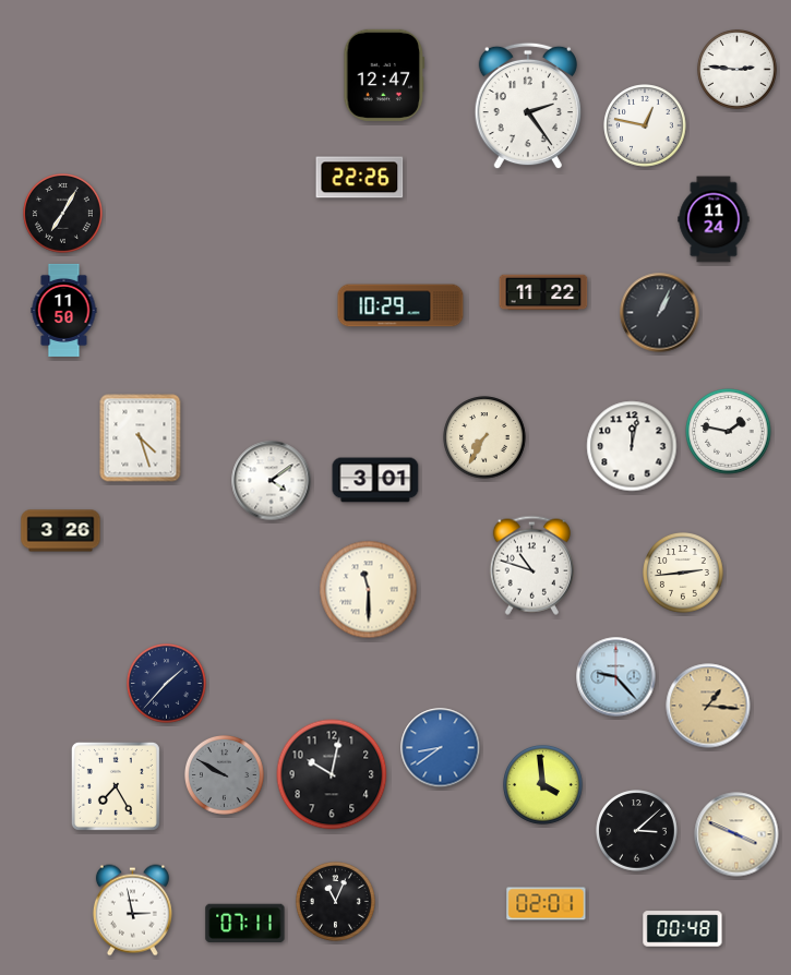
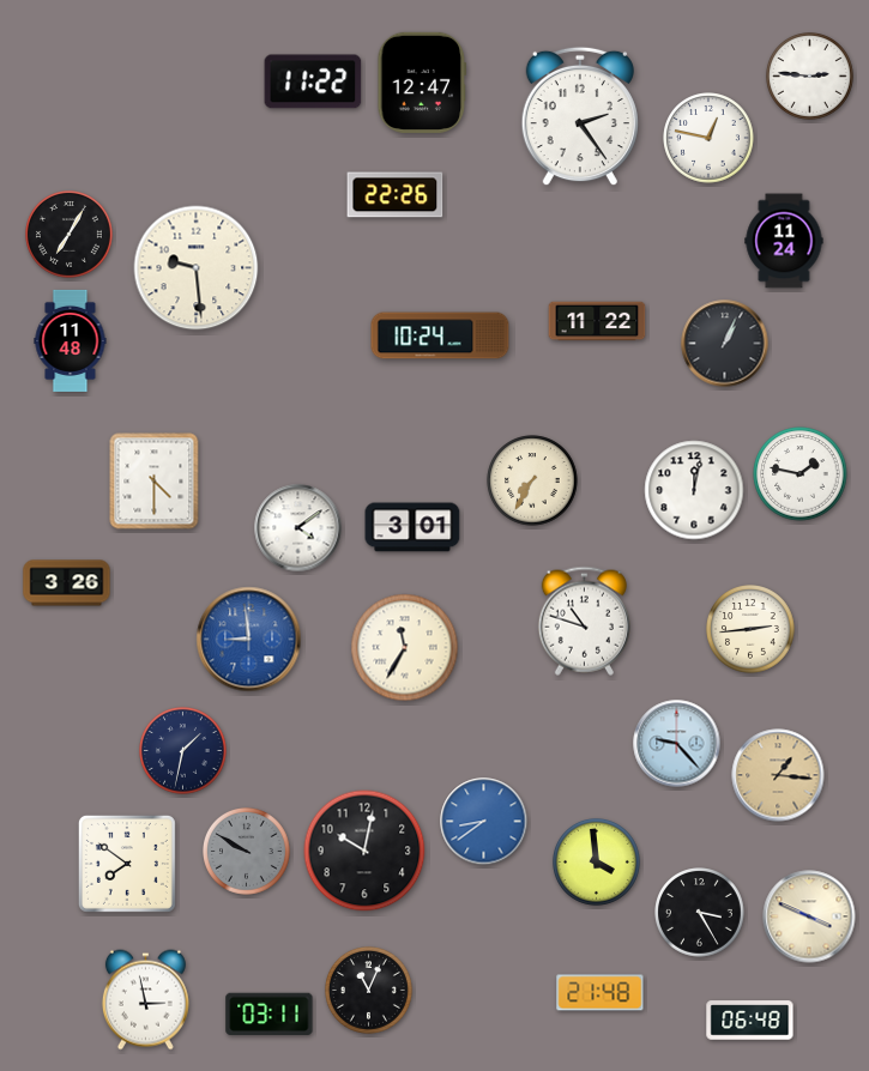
clock at (313, 81): none -> 11:22
clock at (197, 268): none -> 9:29
clock at (400, 305): 10:29 -> 10:24
clock at (64, 310): 11:50 -> 11:48
clock at (141, 438): 4:27 -> 4:30
clock at (249, 640): none -> 8:59
clock at (369, 590): 11:30 -> 11:35
clock at (167, 684): 1:37 -> 1:32
clock at (116, 786): 7:25 -> 7:51
clock at (637, 831): 3:08 -> 3:25
clock at (547, 904): 02:01 -> 21:48
clock at (245, 924): 07:11 -> 03:11
clock at (683, 929): 00:48 -> 06:48
